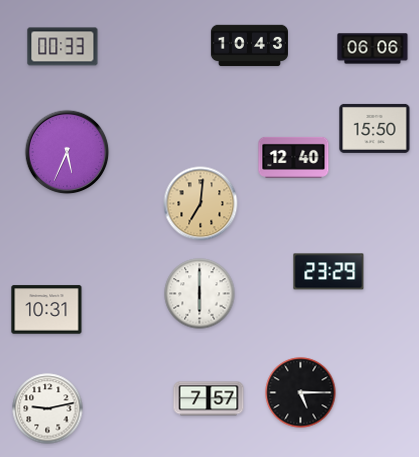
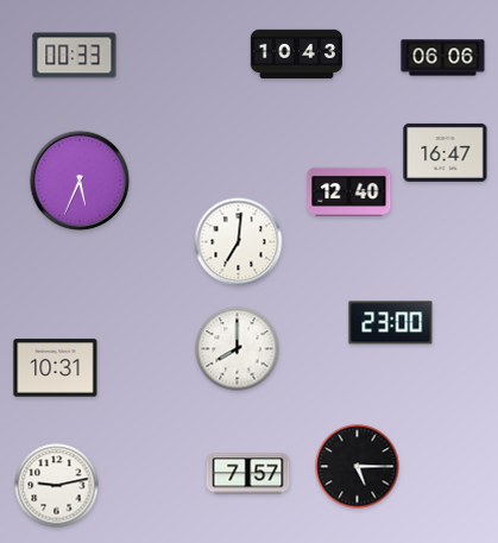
clock at (375, 128): 15:50 -> 16:47
clock at (294, 157) position: (294, 157) -> (349, 191)
clock at (201, 204) dial: champagne -> white
clock at (329, 272): 23:29 -> 23:00
clock at (200, 294): 6:00 -> 8:00
